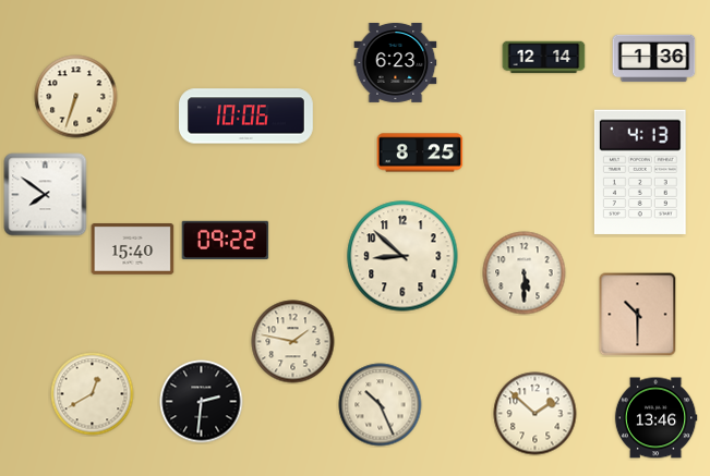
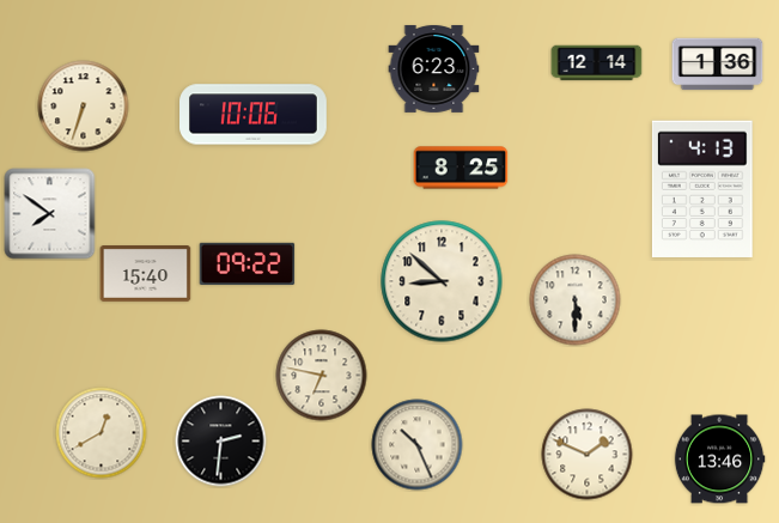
clock at (246, 117) position: (246, 117) -> (254, 115)
clock at (638, 315): 10:30 -> none
clock at (293, 342): 1:47 -> 6:47
clock at (535, 414): 1:52 -> 1:49
